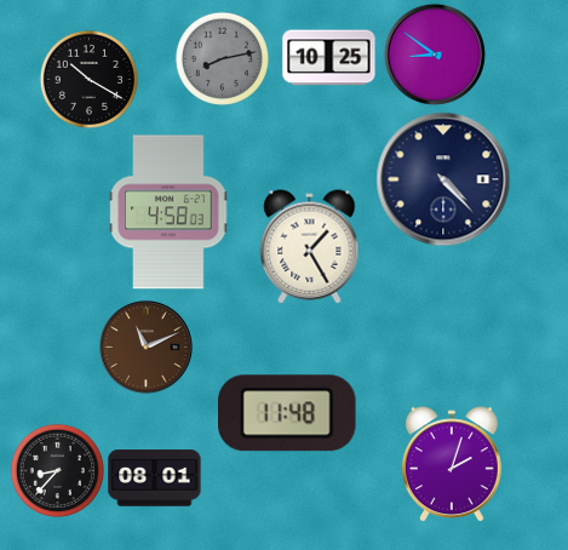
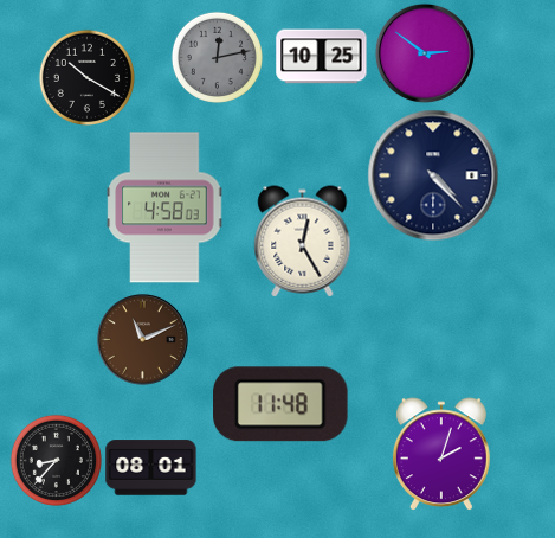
clock at (435, 55): 8:51 -> 2:51
clock at (222, 58): 8:13 -> 12:13
clock at (310, 247): 1:25 -> 12:25
